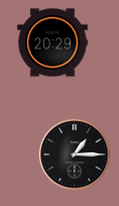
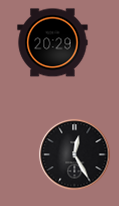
clock at (75, 155): 1:15 -> 12:25
